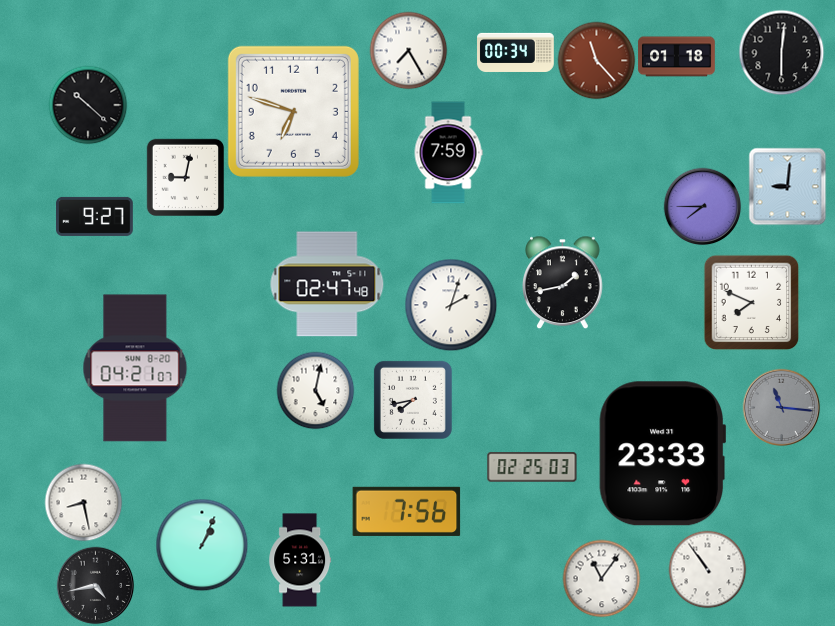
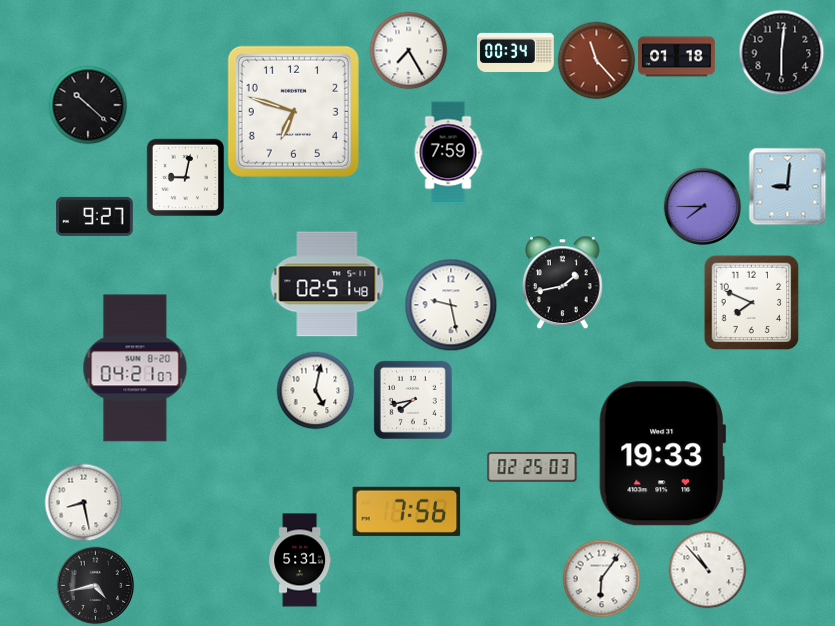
clock at (327, 284): 02:47 -> 02:51
clock at (451, 305): 2:03 -> 9:28
clock at (781, 407): 11:16 -> none
clock at (662, 454): 23:33 -> 19:33
clock at (202, 545): 1:04 -> none
clock at (707, 569): 10:54 -> 10:53
clock at (601, 578): 11:06 -> 6:06
